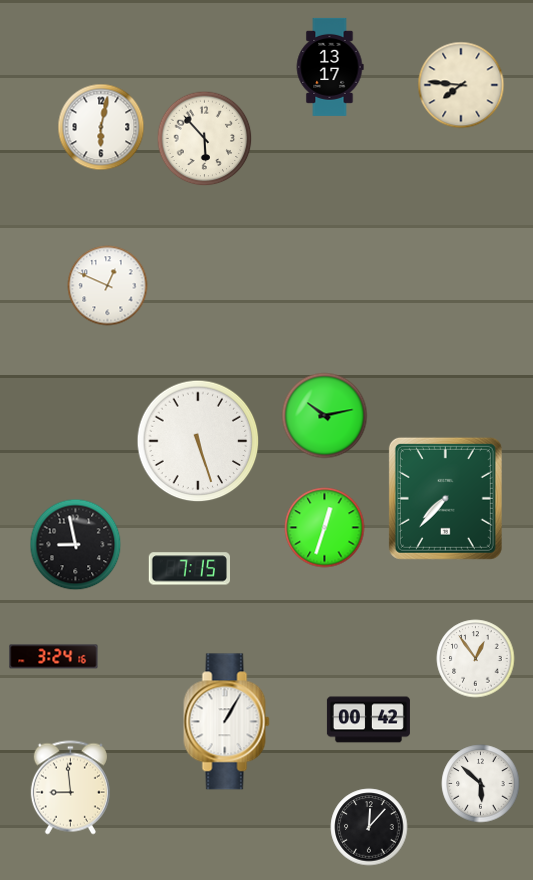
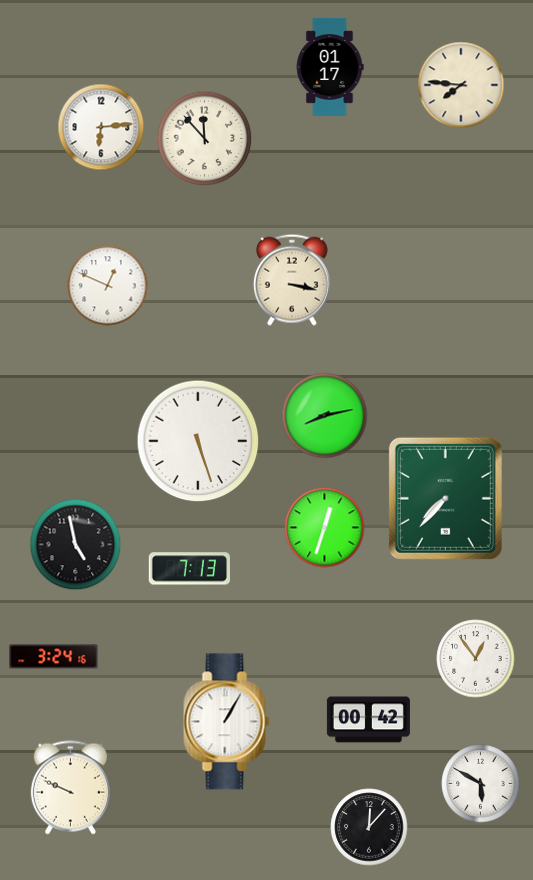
clock at (330, 67): 13:17 -> 01:17
clock at (101, 127): 6:02 -> 6:14
clock at (205, 139): 5:53 -> 11:53
clock at (292, 280): none -> 3:17
clock at (325, 416): 10:13 -> 8:13
clock at (76, 545): 8:58 -> 4:58
clock at (189, 569): 7:15 -> 7:13
clock at (481, 784): 5:52 -> 5:50
clock at (70, 788): 8:59 -> 9:49
